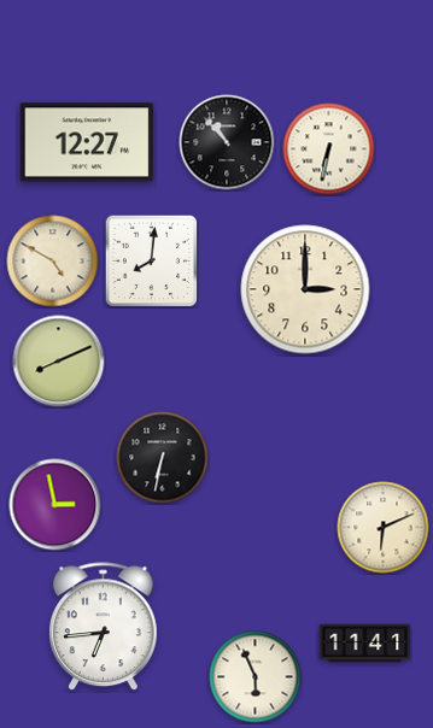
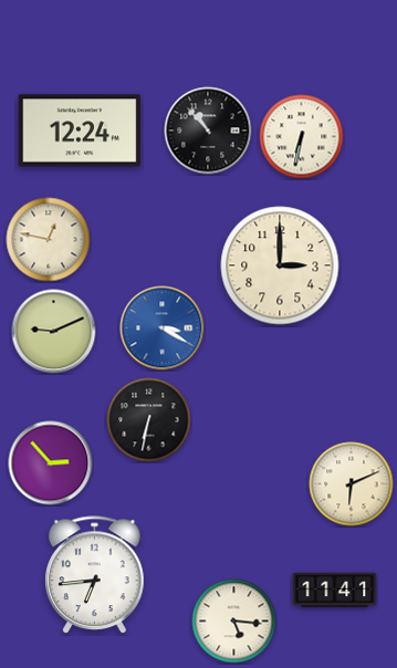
clock at (87, 142): 12:27 -> 12:24
clock at (151, 260): 8:01 -> none
clock at (53, 262): 4:50 -> 12:47
clock at (163, 328): none -> 3:20
clock at (59, 362): 8:11 -> 9:11
clock at (55, 505): 2:58 -> 2:53
clock at (256, 677): 5:56 -> 5:16
